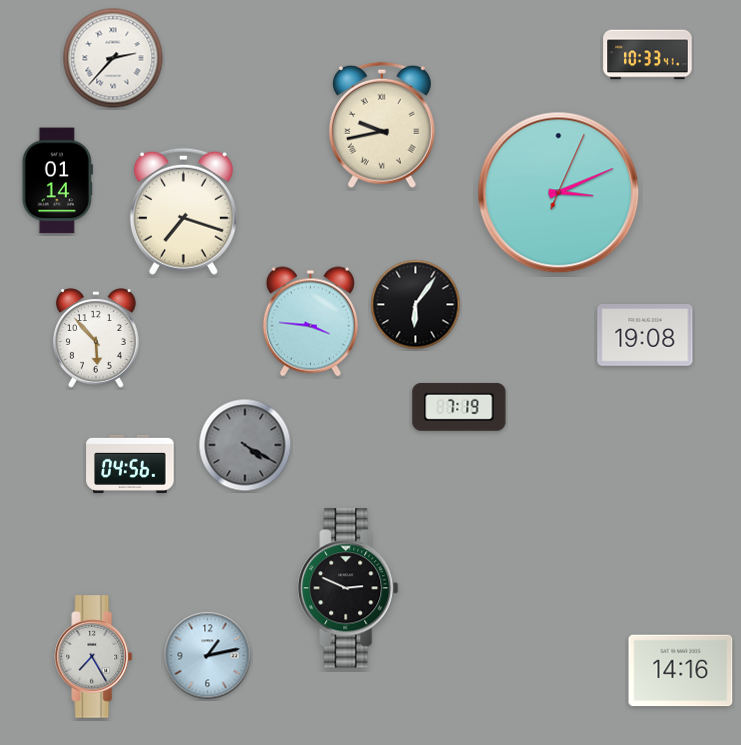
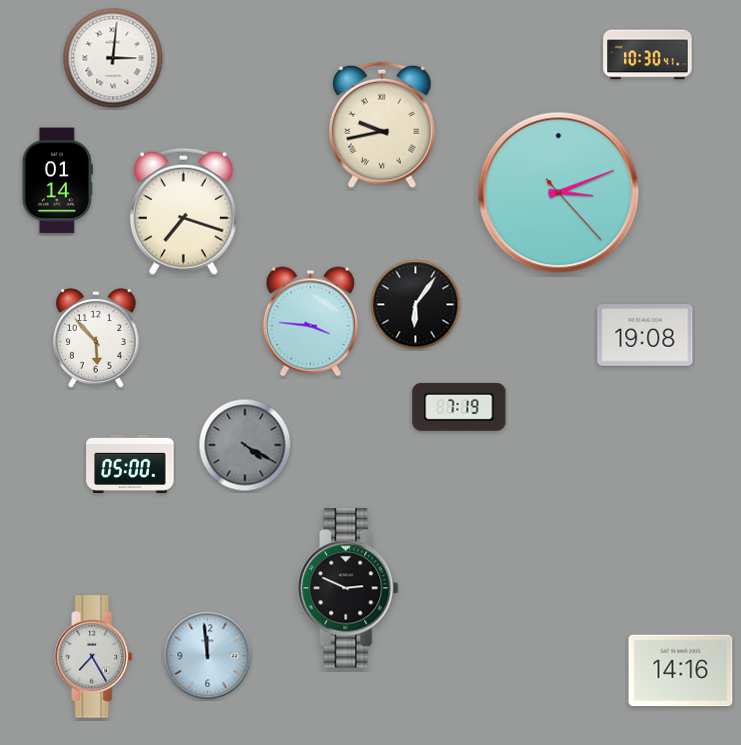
clock at (648, 55): 10:33 -> 10:30
clock at (113, 58): 2:37 -> 3:01
clock at (559, 193): 3:11:04 -> 3:11:23
clock at (130, 464): 04:56 -> 05:00
clock at (208, 656): 1:13 -> 11:59
